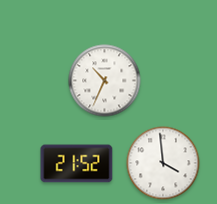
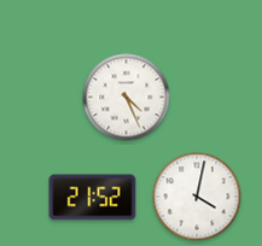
clock at (105, 81): 10:34 -> 4:26
clock at (163, 163): 3:59 -> 4:02
